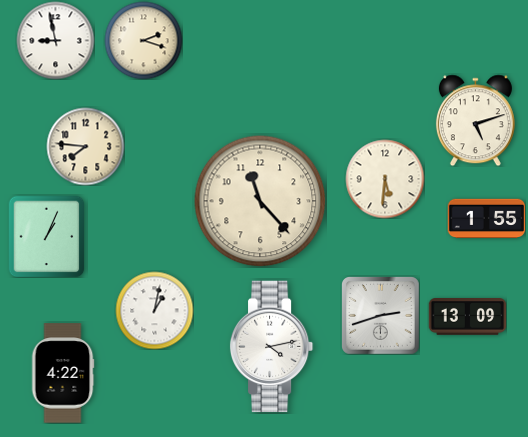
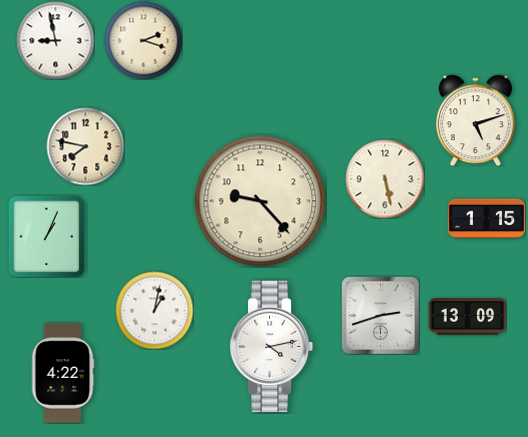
clock at (85, 146): 7:46 -> 7:47
clock at (385, 179): 5:31 -> 5:28
clock at (260, 201): 11:23 -> 9:23
clock at (486, 219): 1:55 -> 1:15
